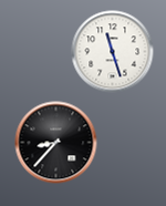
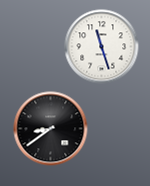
clock at (56, 143): 8:37 -> 8:39
